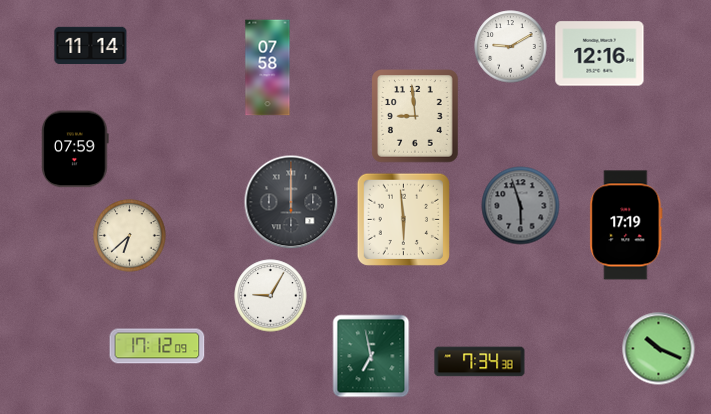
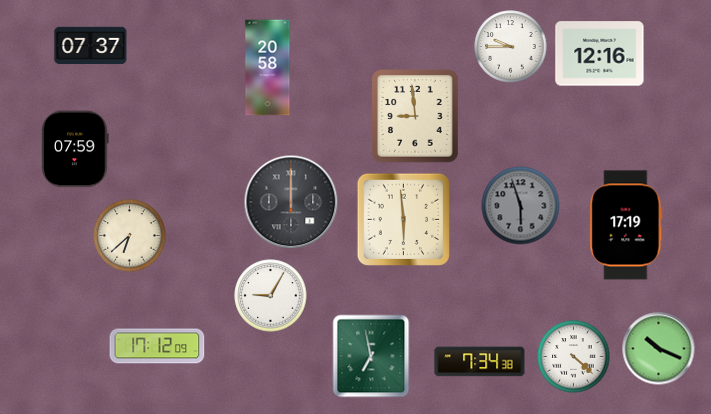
clock at (91, 46): 11:14 -> 07:37
clock at (511, 47): 9:10 -> 9:45
clock at (268, 68): 07:58 -> 20:58
clock at (574, 357): none -> 4:22
